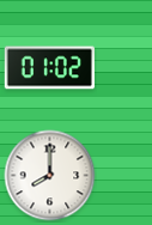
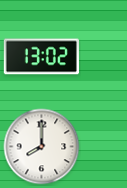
clock at (49, 68): 01:02 -> 13:02
